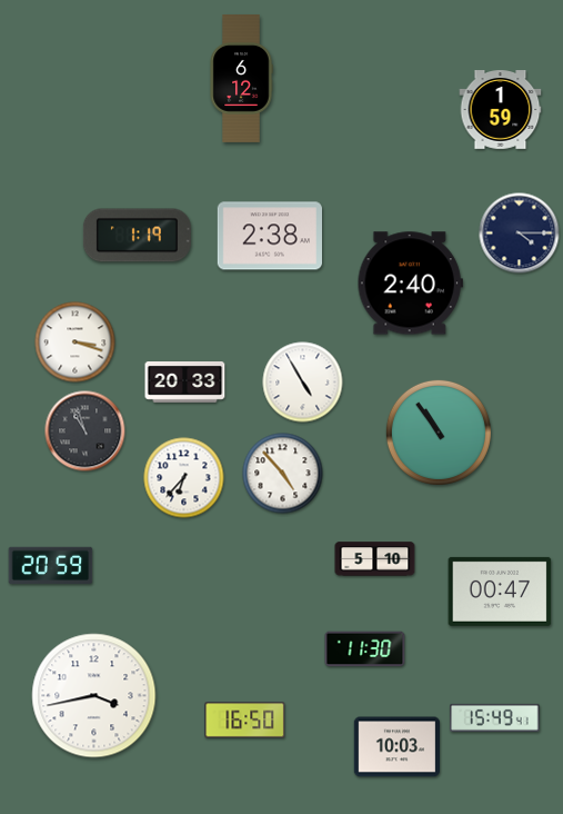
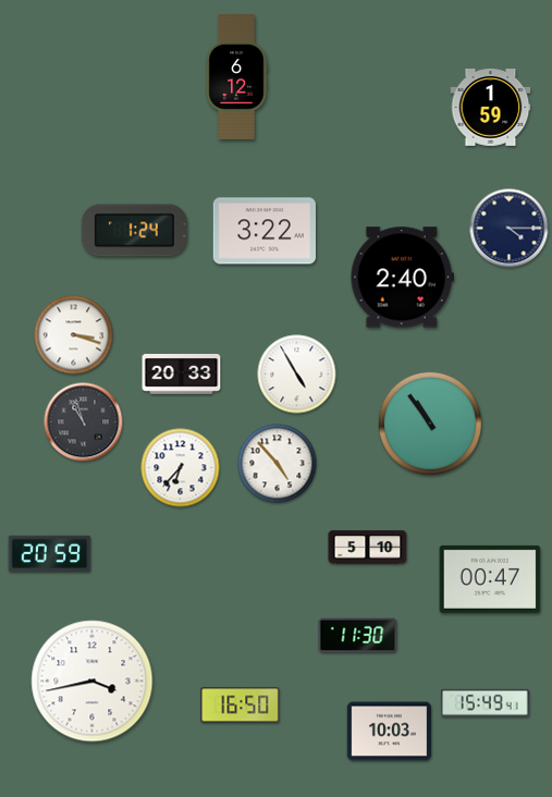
clock at (137, 236): 1:19 -> 1:24
clock at (269, 236): 2:38 -> 3:22
